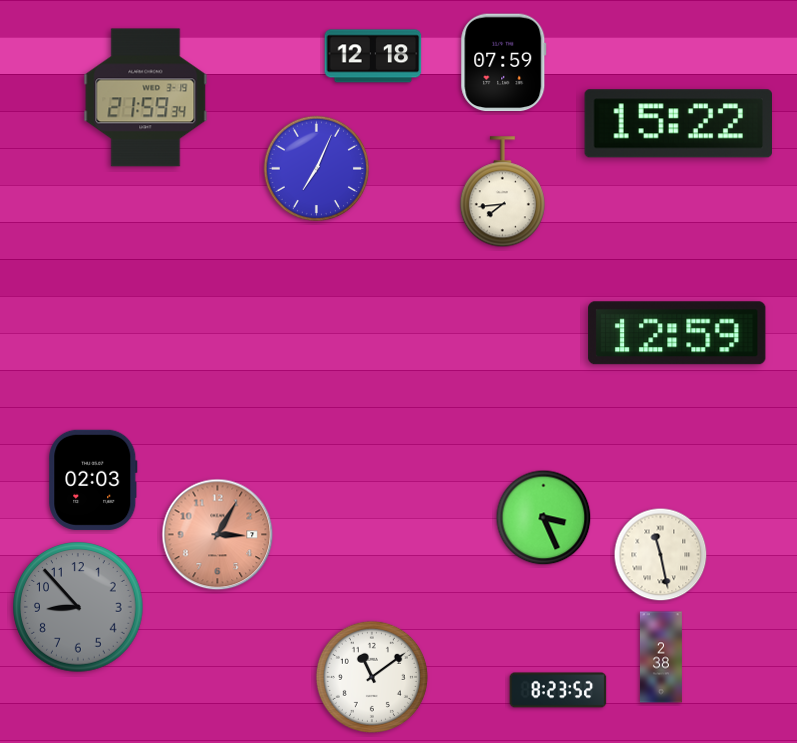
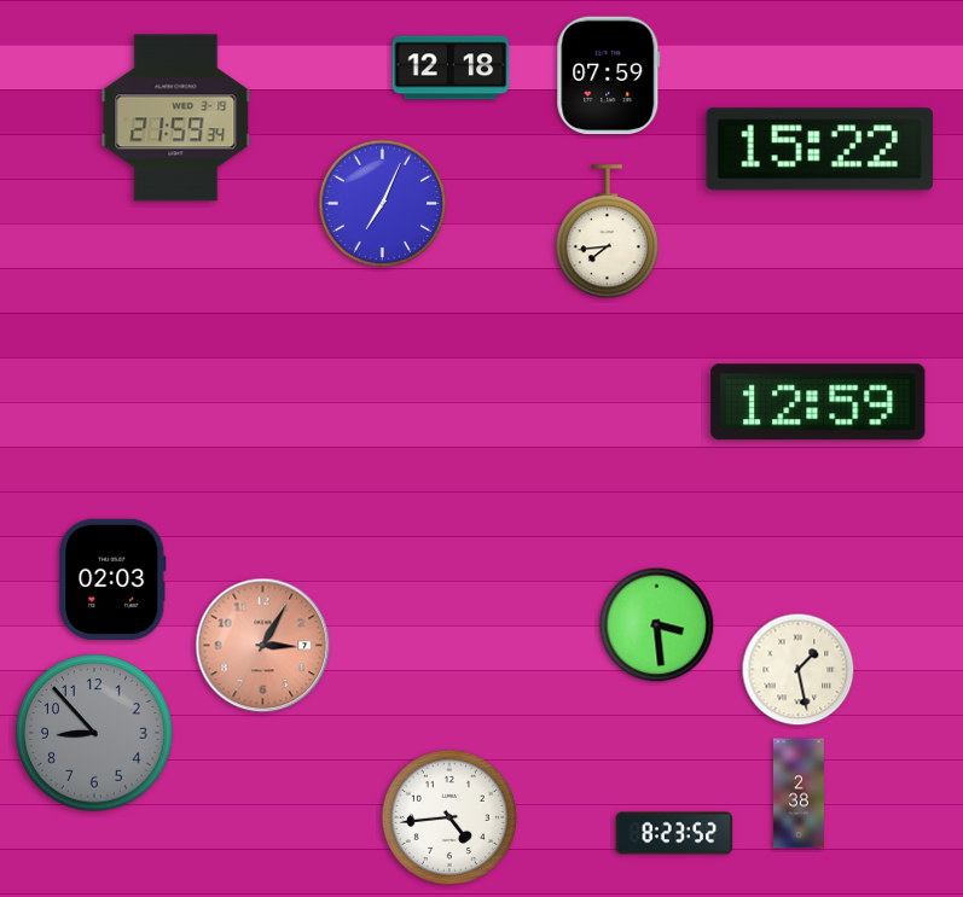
clock at (544, 518): 3:26 -> 3:29
clock at (661, 555): 11:28 -> 1:28
clock at (372, 677): 11:09 -> 4:44
